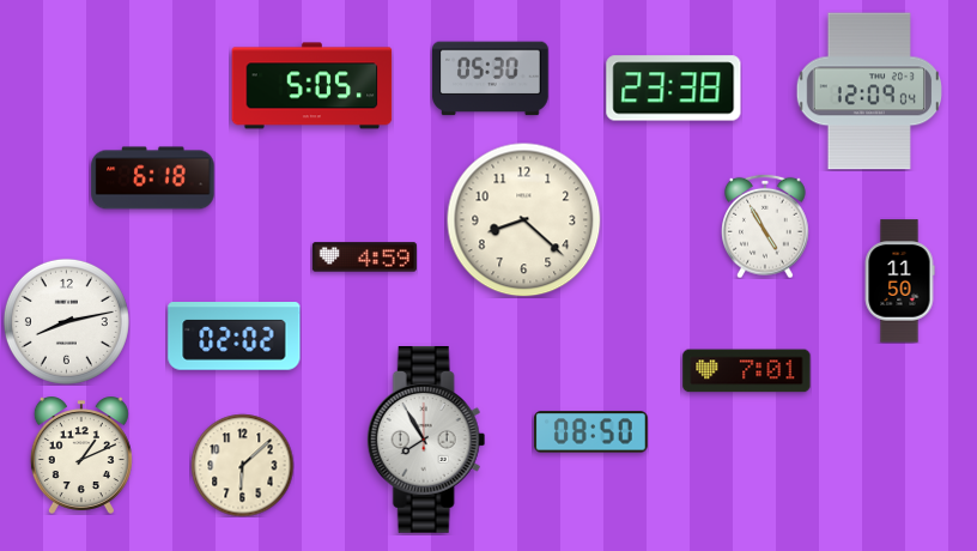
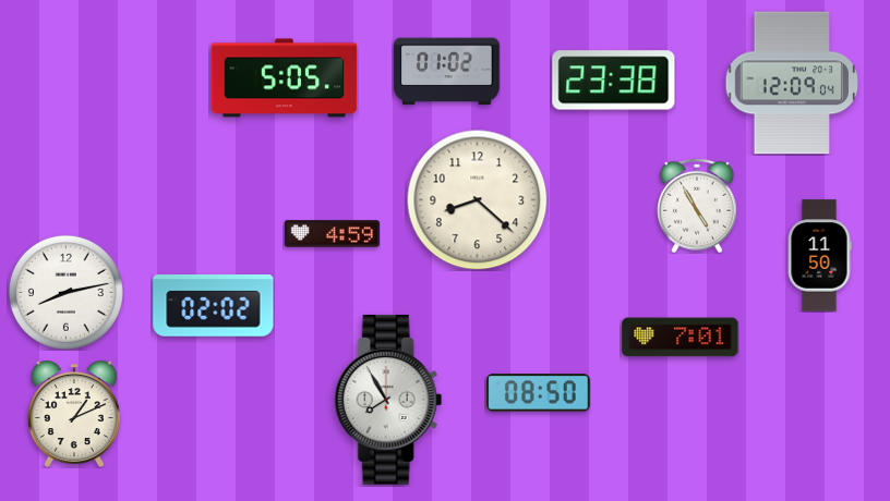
clock at (491, 79): 05:30 -> 01:02
clock at (153, 178): 6:18 -> none
clock at (66, 321) position: (66, 321) -> (65, 292)
clock at (242, 465): 6:08 -> none
